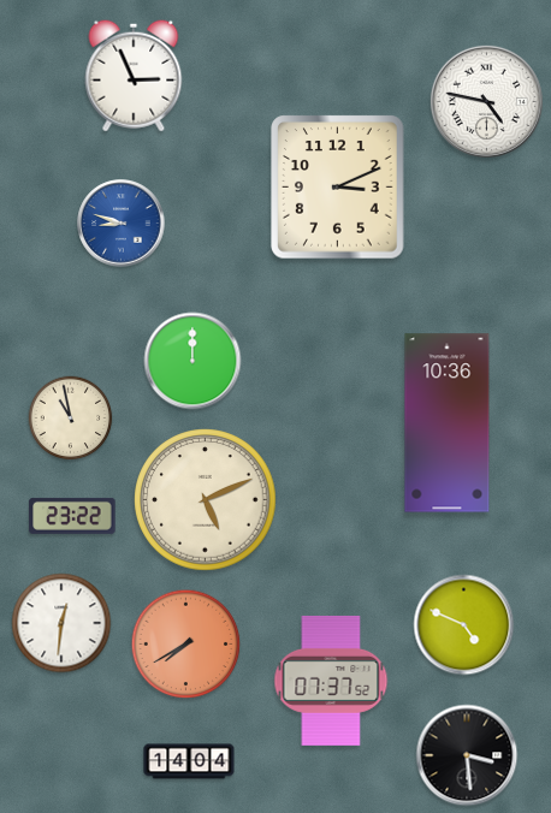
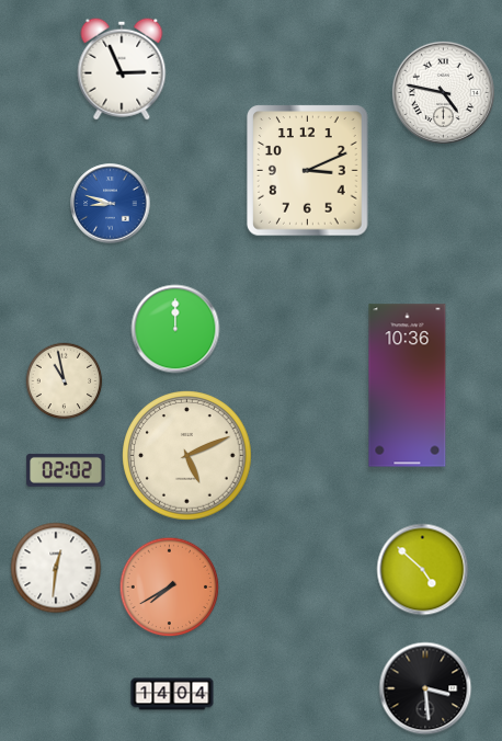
clock at (72, 516): 23:22 -> 02:02
clock at (464, 625): 4:49 -> 4:52
clock at (331, 681): 07:37 -> none
